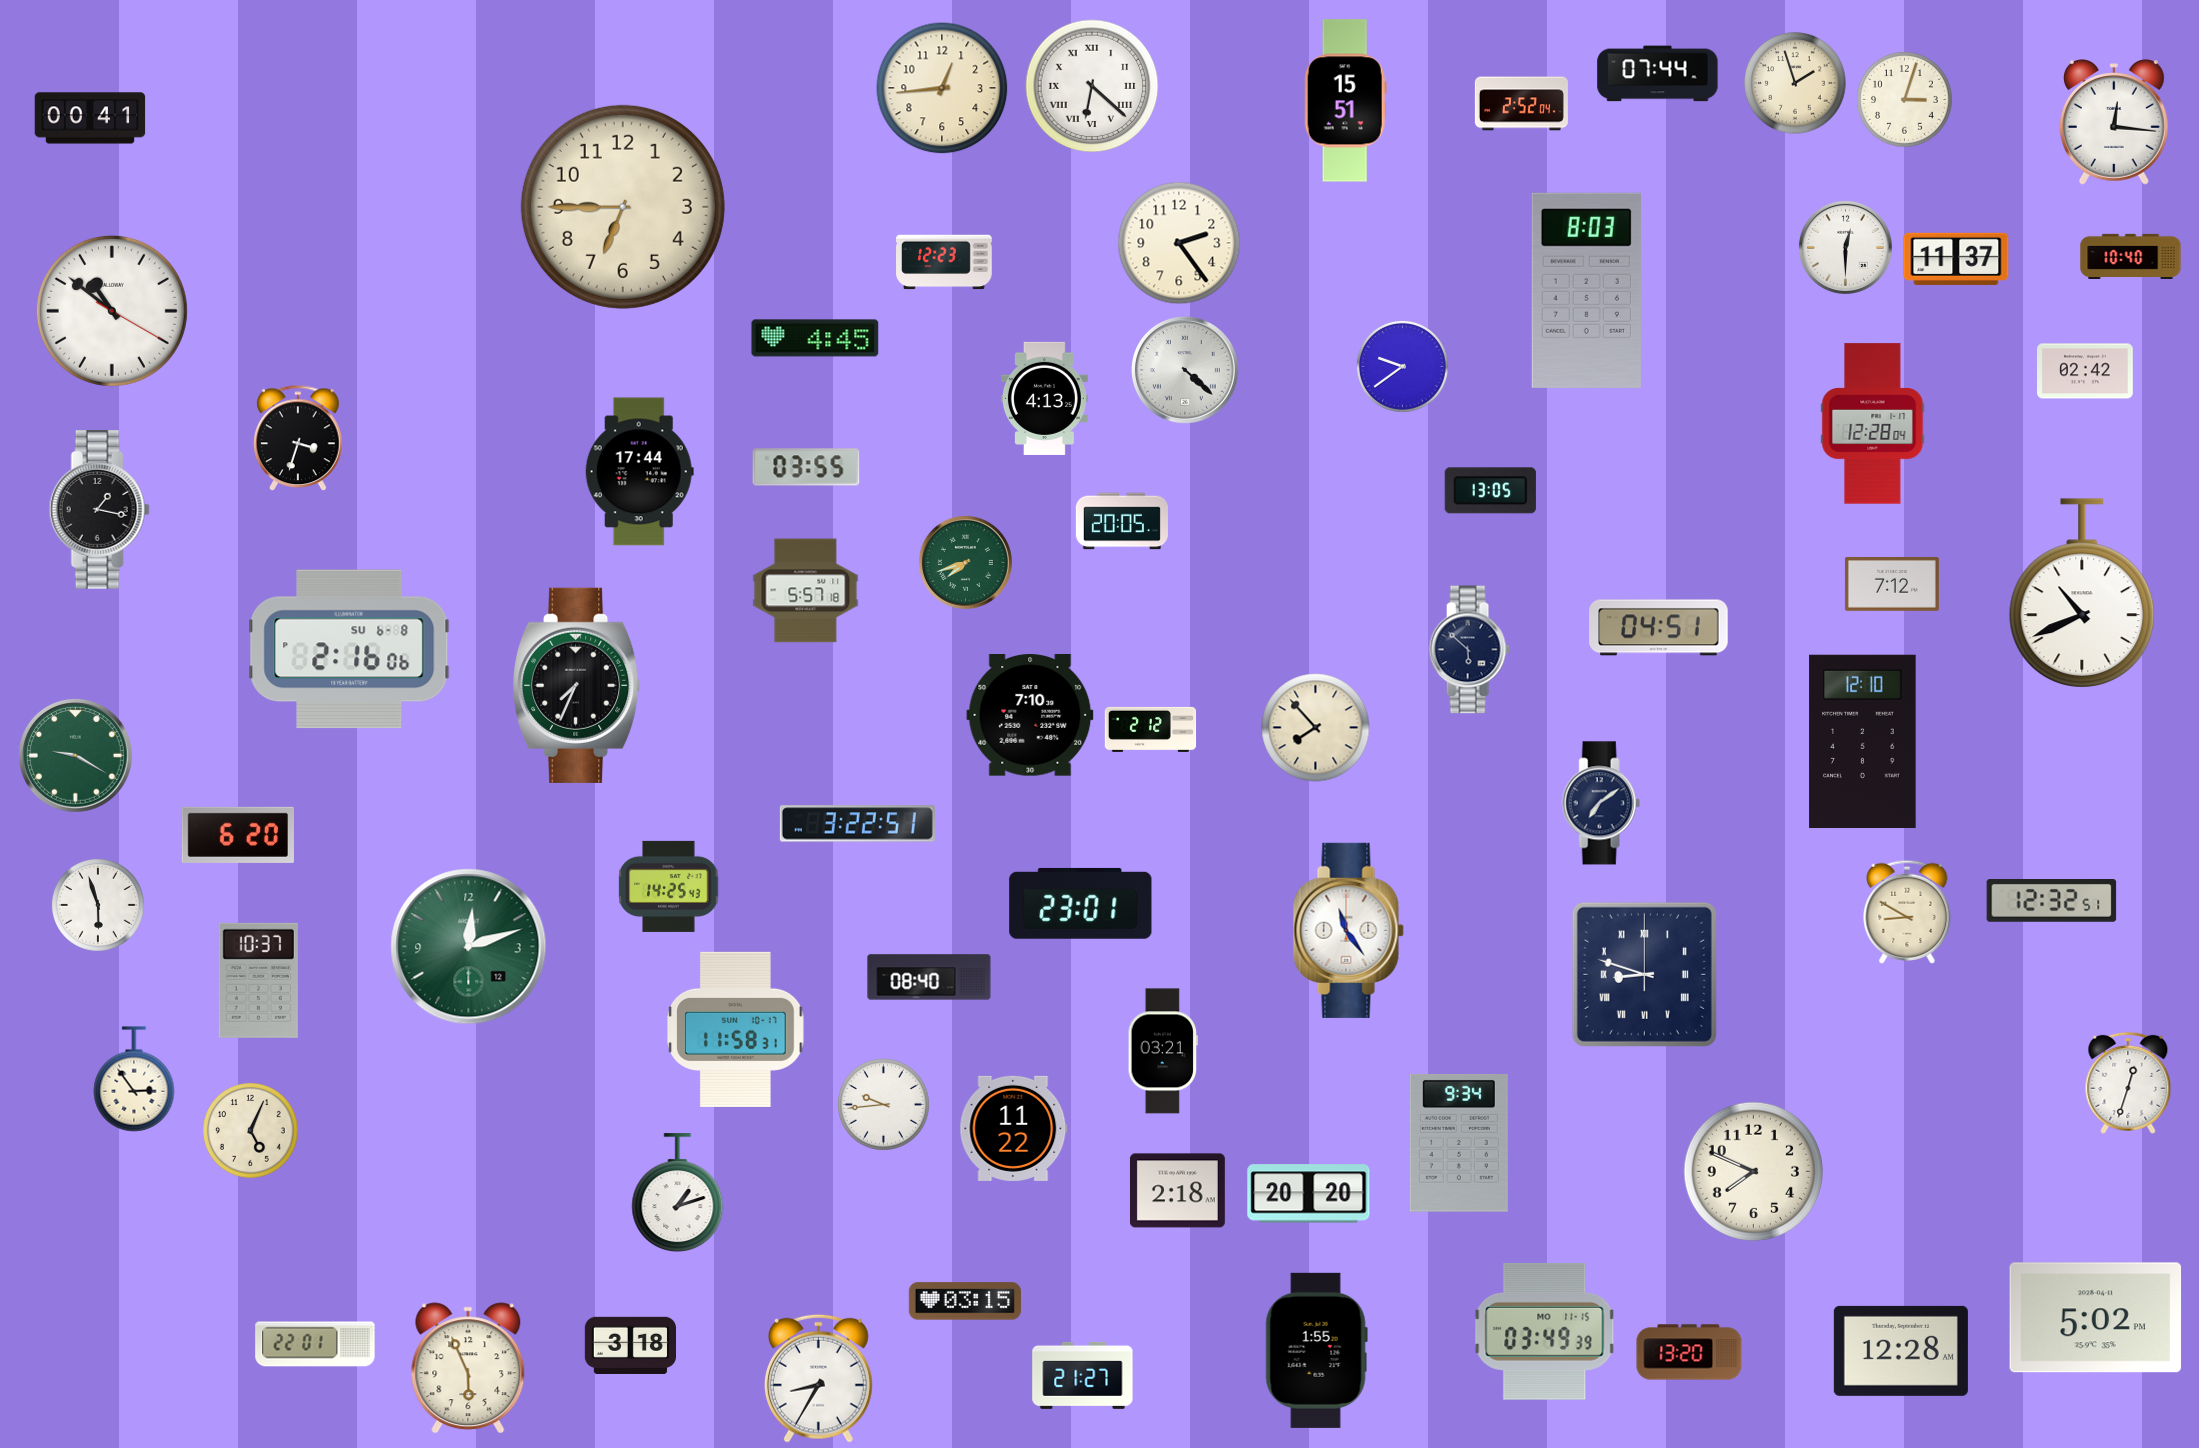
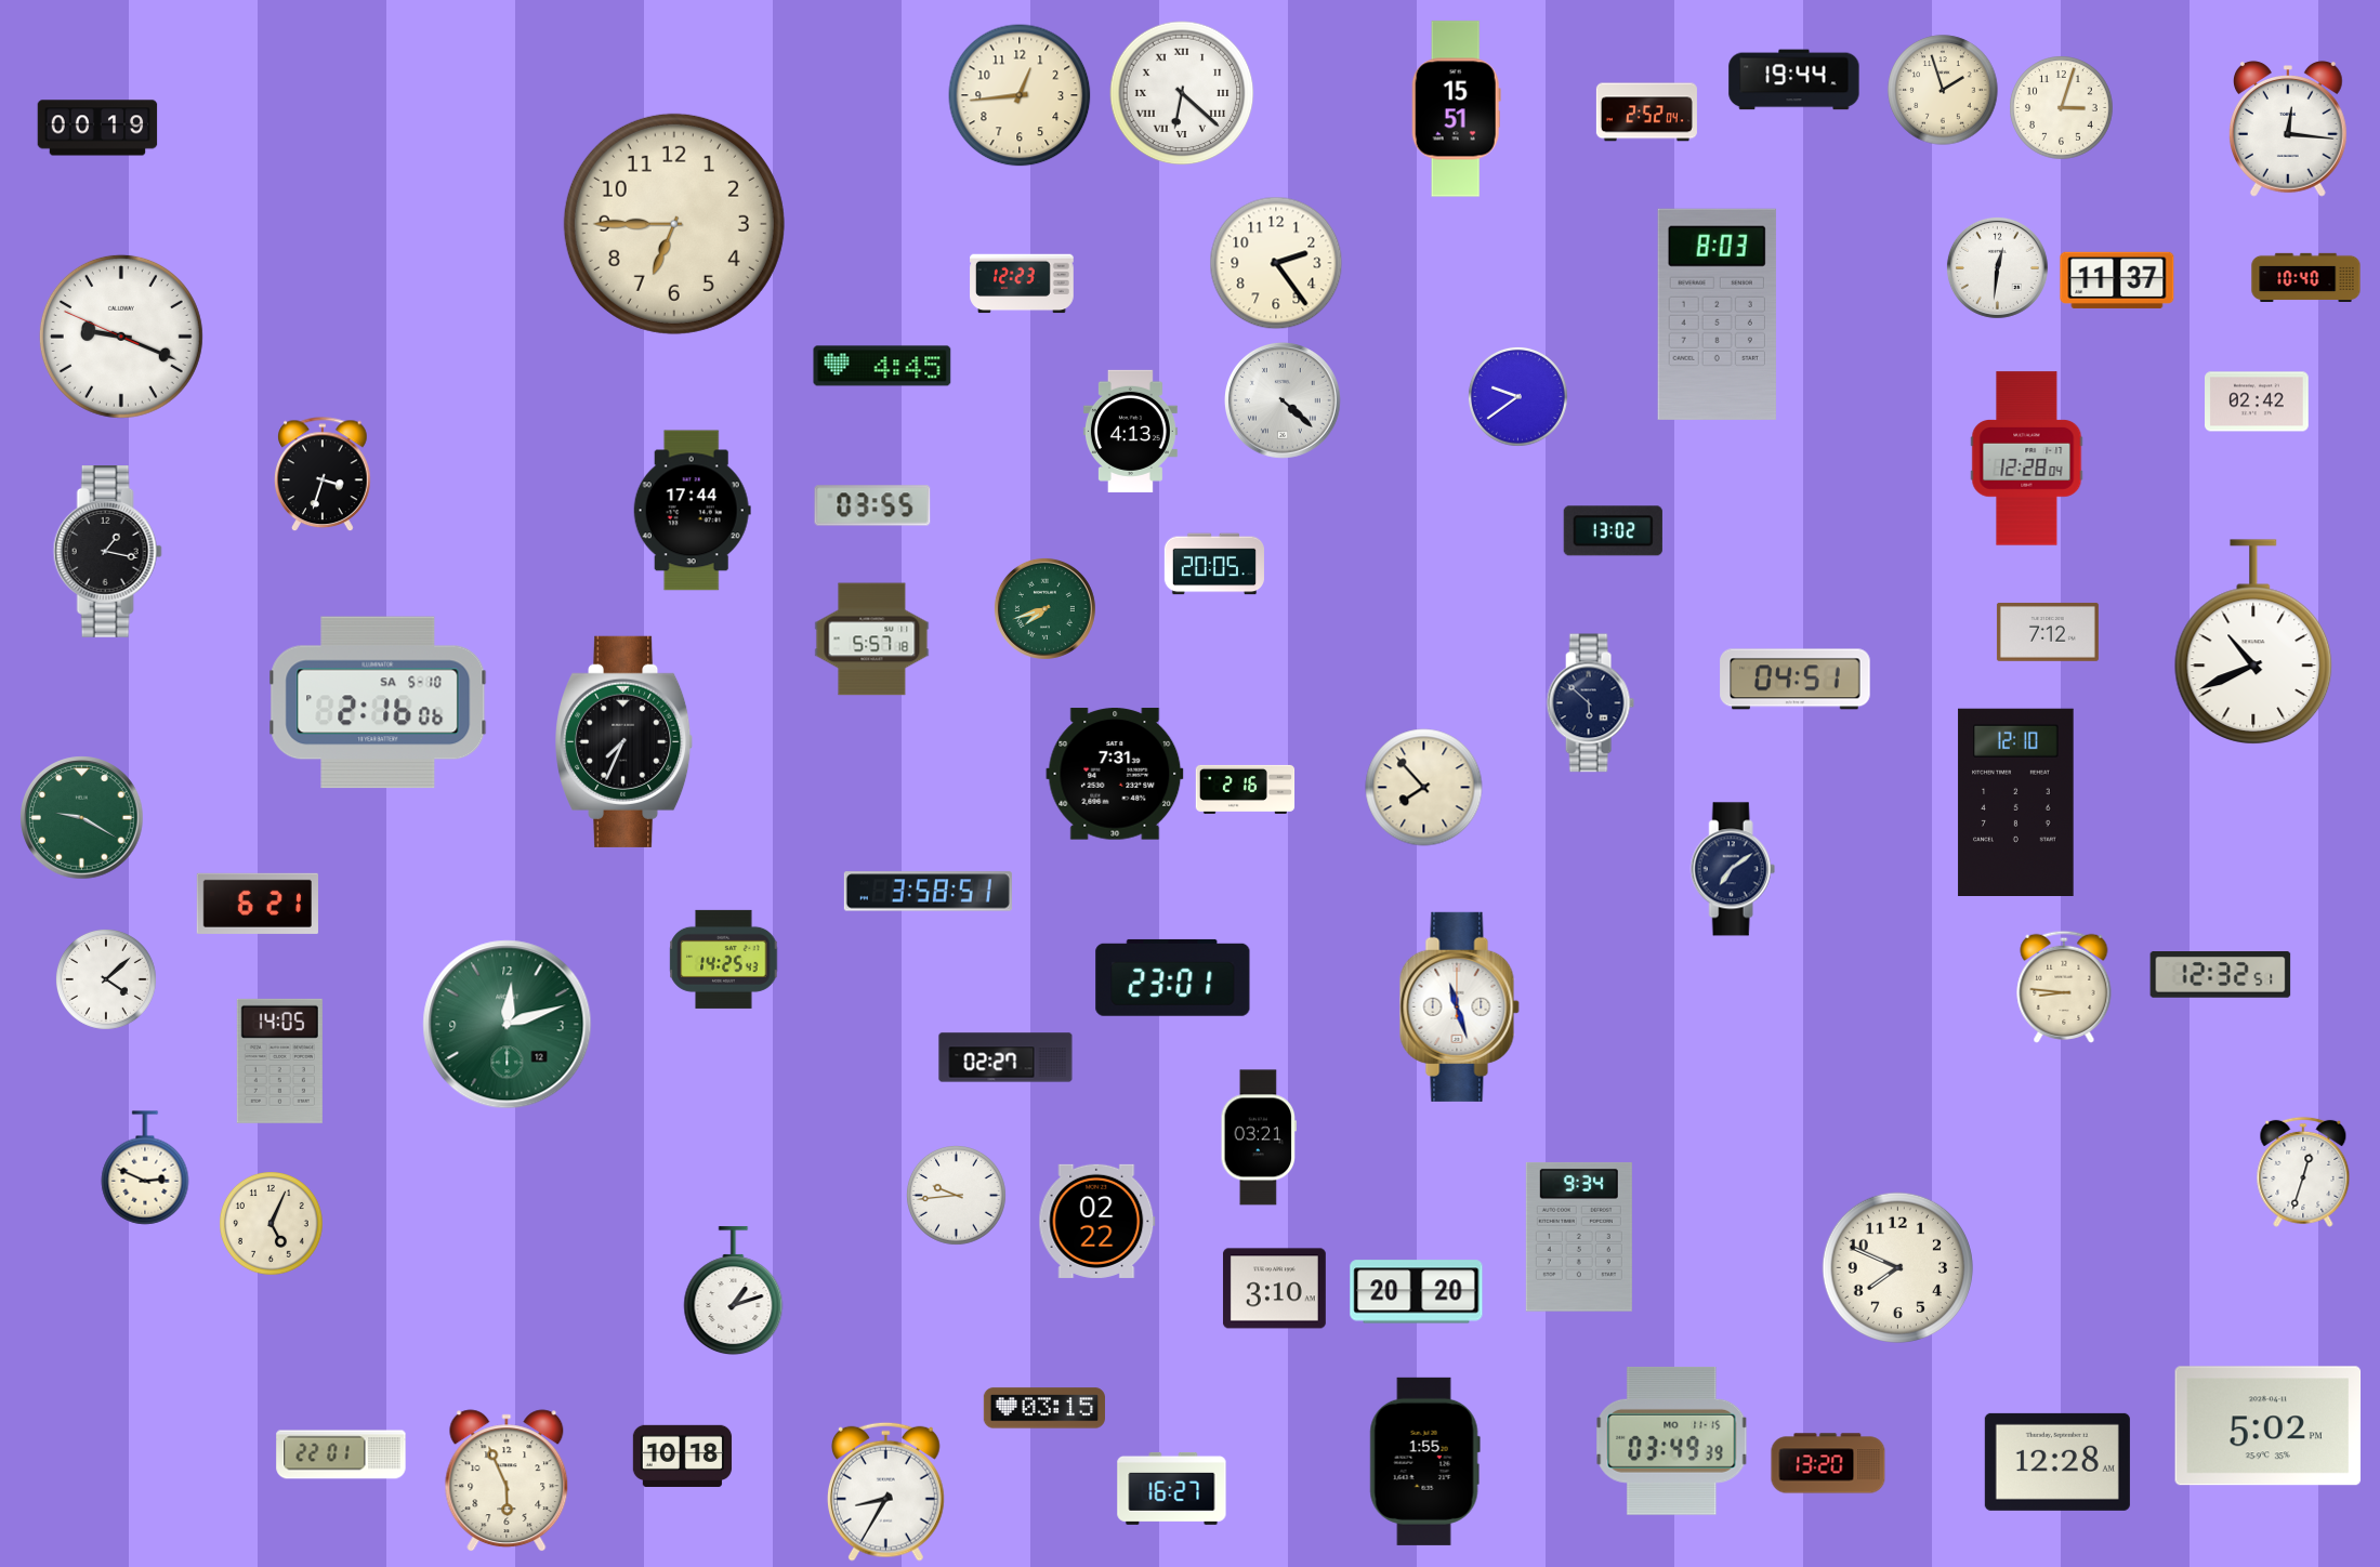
clock at (1658, 74): 07:44 -> 19:44
clock at (90, 118): 00:41 -> 00:19
clock at (2114, 122) position: (2114, 122) -> (2288, 129)
clock at (1845, 247): 12:30 -> 12:31
clock at (112, 311): 10:51 -> 9:18
clock at (1490, 491): 13:05 -> 13:02
clock at (349, 649) date: SU 6-8 -> SA 5-10
clock at (1030, 715): 7:10 -> 7:31
clock at (1151, 729): 2:12 -> 2:16
clock at (857, 824): 3:22 -> 3:58
clock at (238, 835): 6:20 -> 6:21
clock at (1081, 903) position: (1081, 903) -> (1173, 977)
clock at (98, 905): 5:57 -> 4:08
clock at (1907, 912): 8:50 -> 8:46
clock at (1348, 930): 11:24 -> 11:27
clock at (1644, 974): 8:48 -> none
clock at (929, 977): 08:40 -> 02:27
clock at (258, 980): 10:37 -> 14:05
clock at (736, 1029): 11:58 -> none
clock at (134, 1079): 2:54 -> 2:49
clock at (1014, 1128): 11:22 -> 02:22
clock at (1177, 1191): 2:18 -> 3:10
clock at (630, 1345): 3:18 -> 10:18
clock at (1083, 1375): 21:27 -> 16:27
